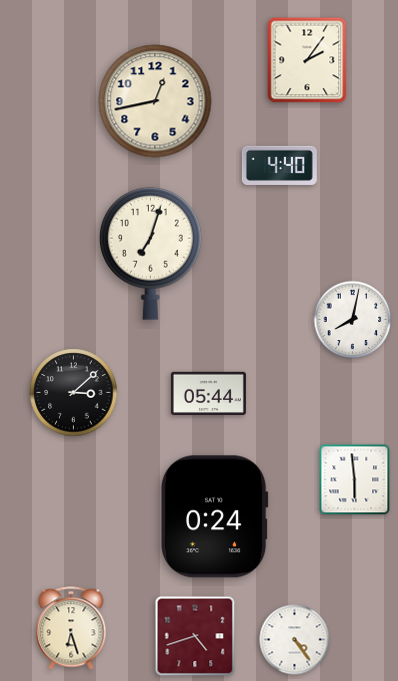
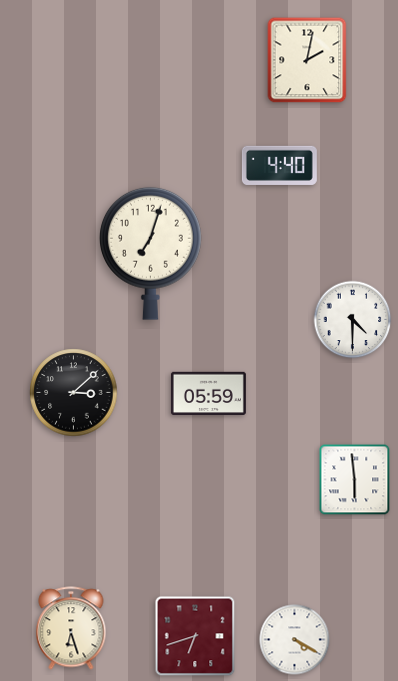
clock at (307, 60): 2:06 -> 2:02
clock at (155, 101): 12:43 -> none
clock at (353, 320): 8:02 -> 4:30
clock at (208, 393): 05:44 -> 05:59
clock at (214, 517): 0:24 -> none
clock at (195, 636): 4:42 -> 6:42
clock at (295, 640): 4:24 -> 4:20
